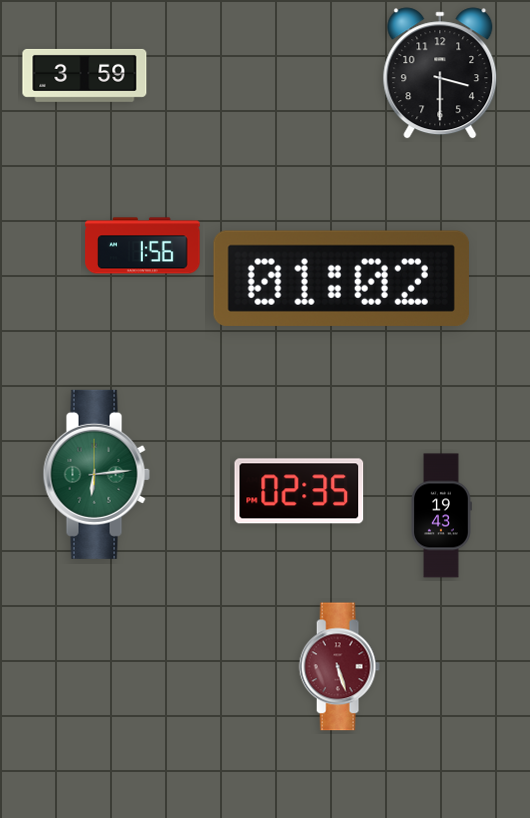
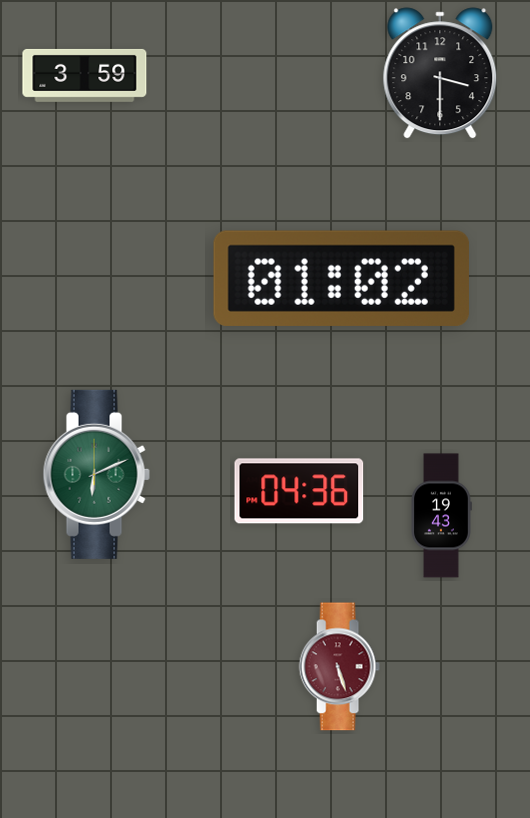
clock at (143, 246): 1:56 -> none
clock at (96, 474): 6:14 -> 6:11
clock at (299, 491): 02:35 -> 04:36
